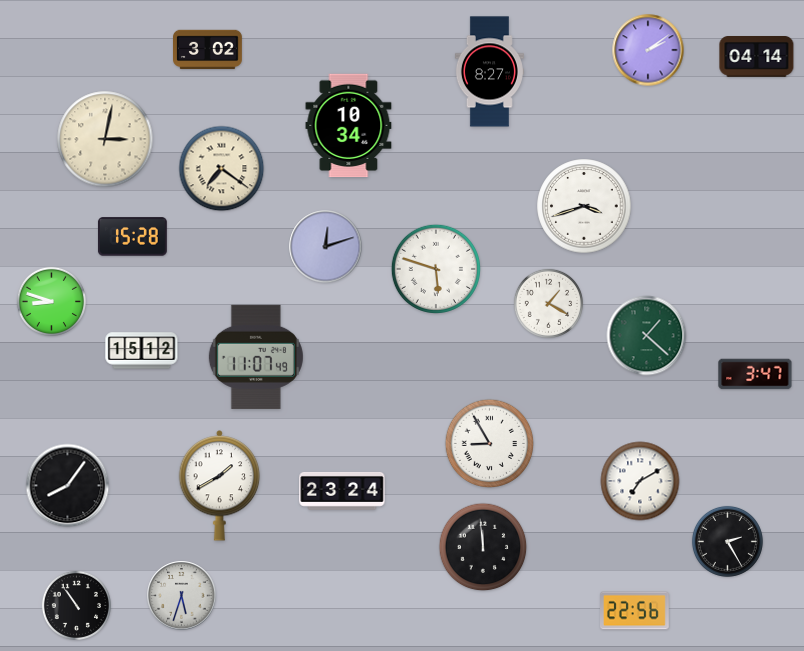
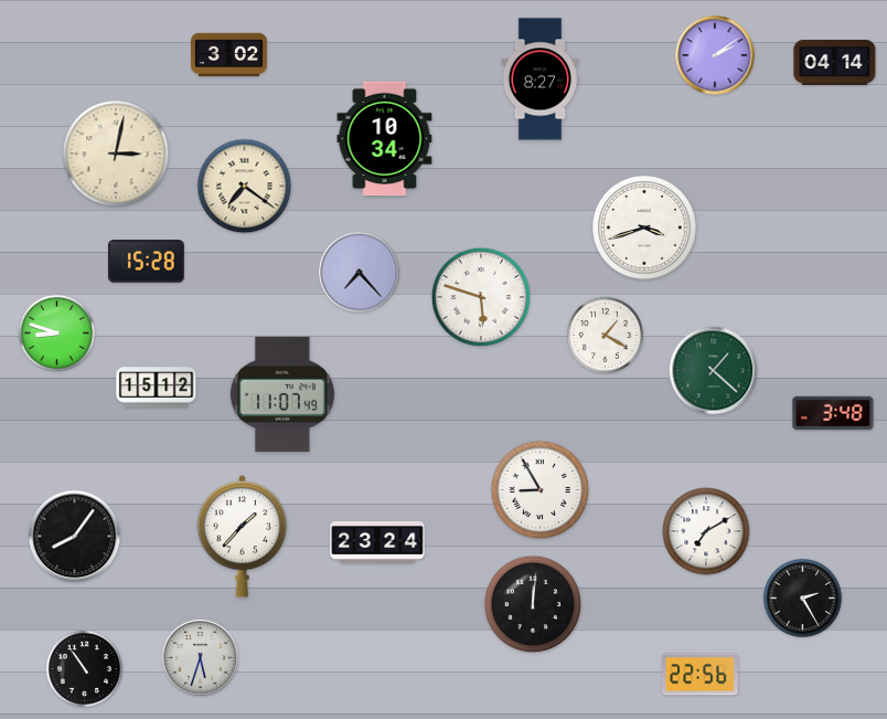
clock at (326, 247): 12:12 -> 7:23
clock at (755, 374): 3:47 -> 3:48
clock at (220, 486): 1:40 -> 1:37
clock at (483, 547): 11:59 -> 12:01
